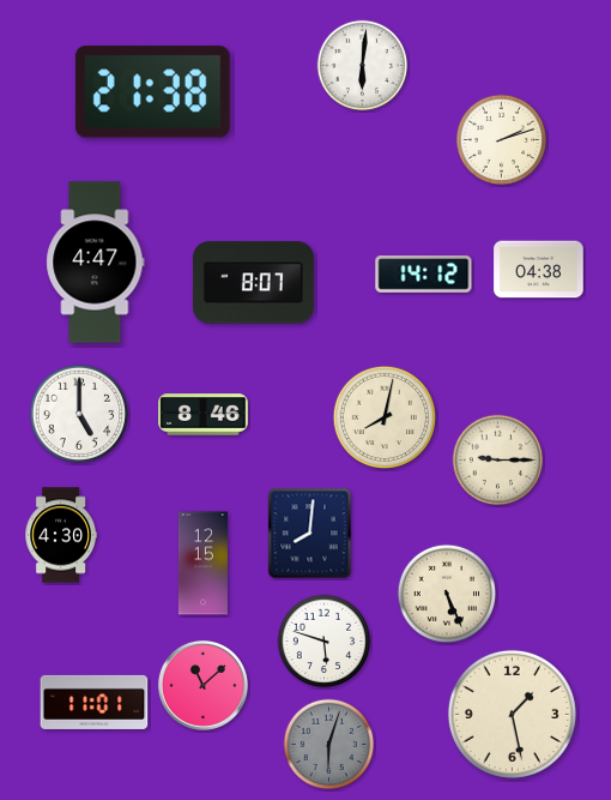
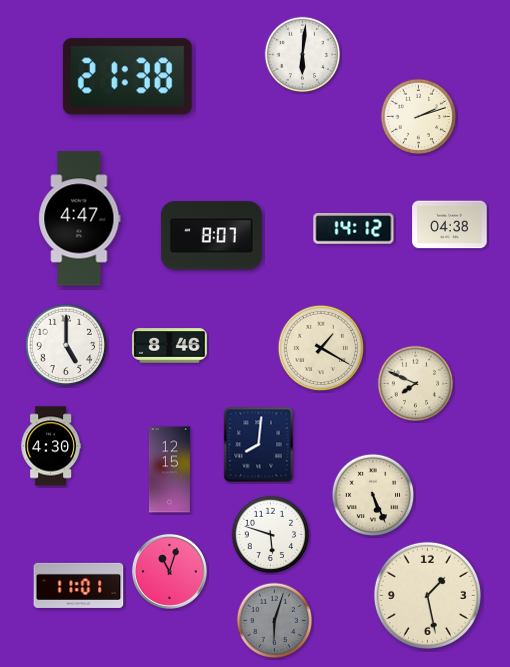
clock at (383, 416): 8:02 -> 1:20
clock at (498, 461): 9:15 -> 7:49
clock at (202, 685): 11:08 -> 11:03
